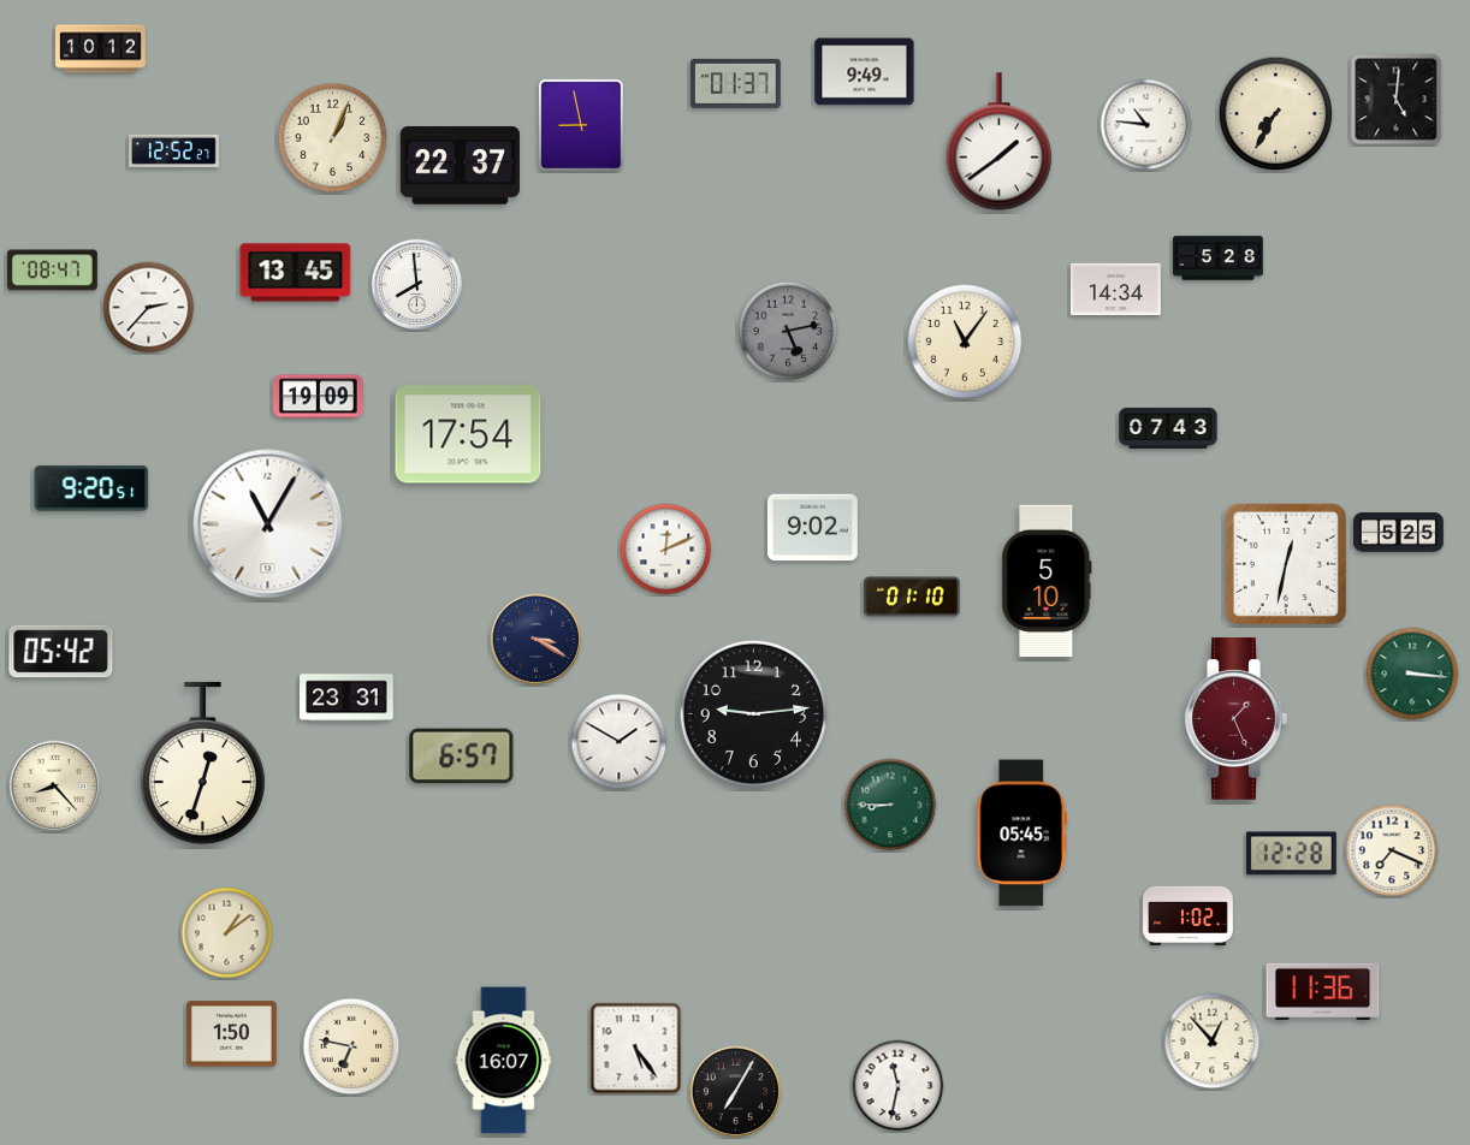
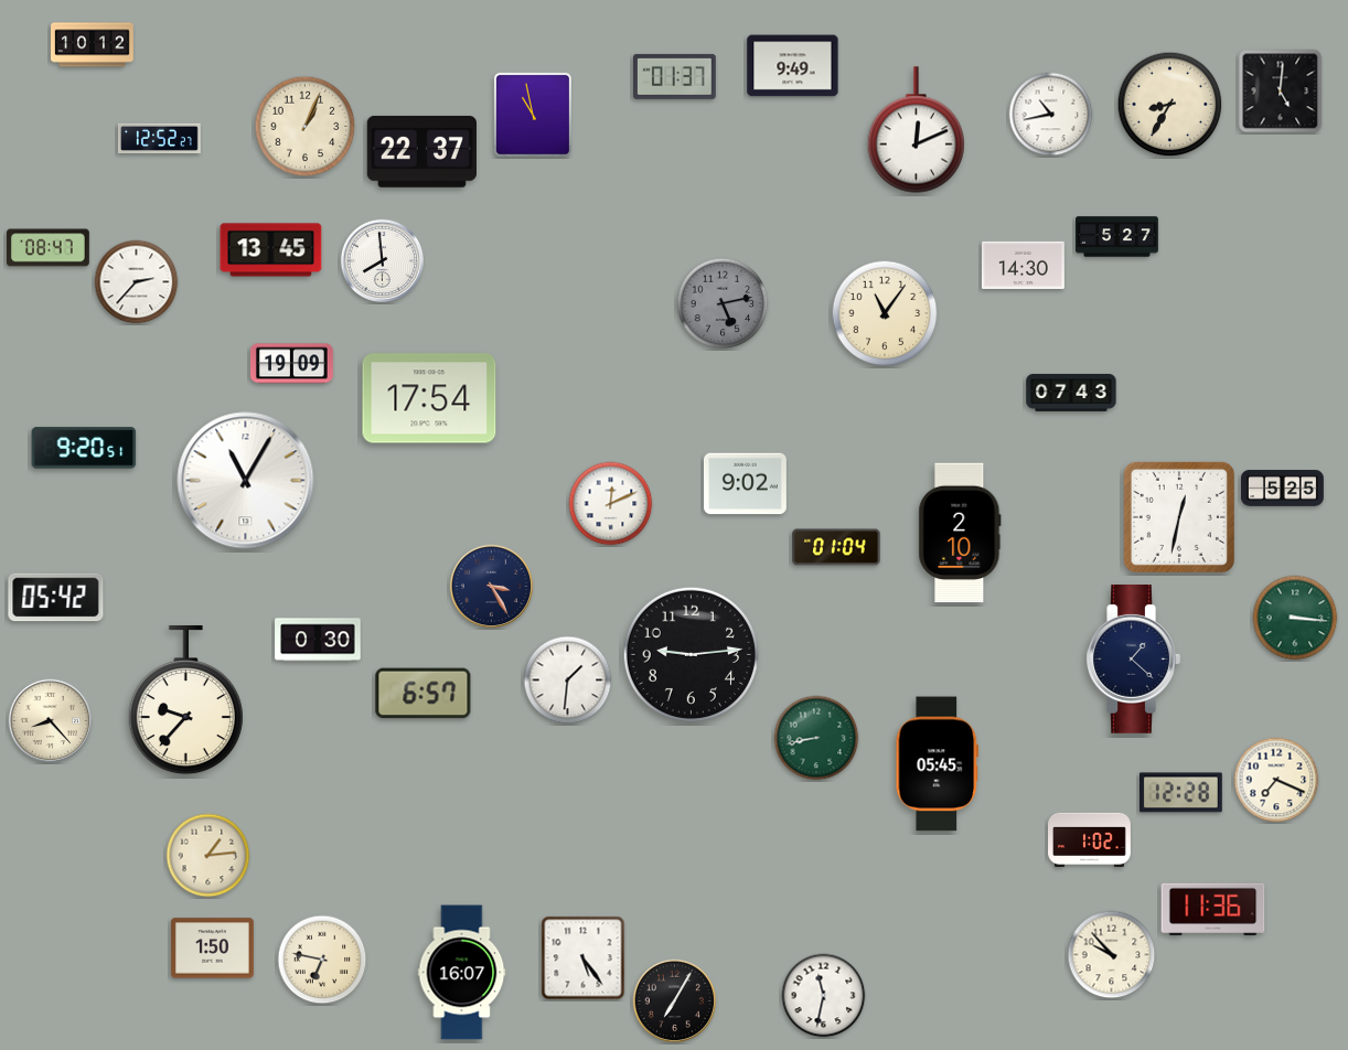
clock at (1276, 114): 7:35 -> 8:35
clock at (581, 125): 8:58 -> 10:58
clock at (1146, 125): 10:46 -> 10:43
clock at (998, 142): 1:39 -> 12:11
clock at (1219, 259): 5:28 -> 5:27
clock at (1115, 289): 14:34 -> 14:30
clock at (1047, 581): 5:10 -> 2:10
clock at (912, 597): 01:10 -> 01:04
clock at (537, 640): 3:20 -> 3:25
clock at (346, 698): 23:31 -> 0:30
clock at (1235, 719): 1:26 -> 1:22
clock at (1235, 719) dial: burgundy -> navy
clock at (620, 742): 1:50 -> 1:31
clock at (202, 764): 12:33 -> 9:37
clock at (890, 805): 8:45 -> 8:43
clock at (1291, 854) position: (1291, 854) -> (1180, 793)
clock at (227, 933): 1:09 -> 1:14
clock at (1213, 1042): 12:53 -> 9:53
clock at (636, 1049) position: (636, 1049) -> (584, 958)
